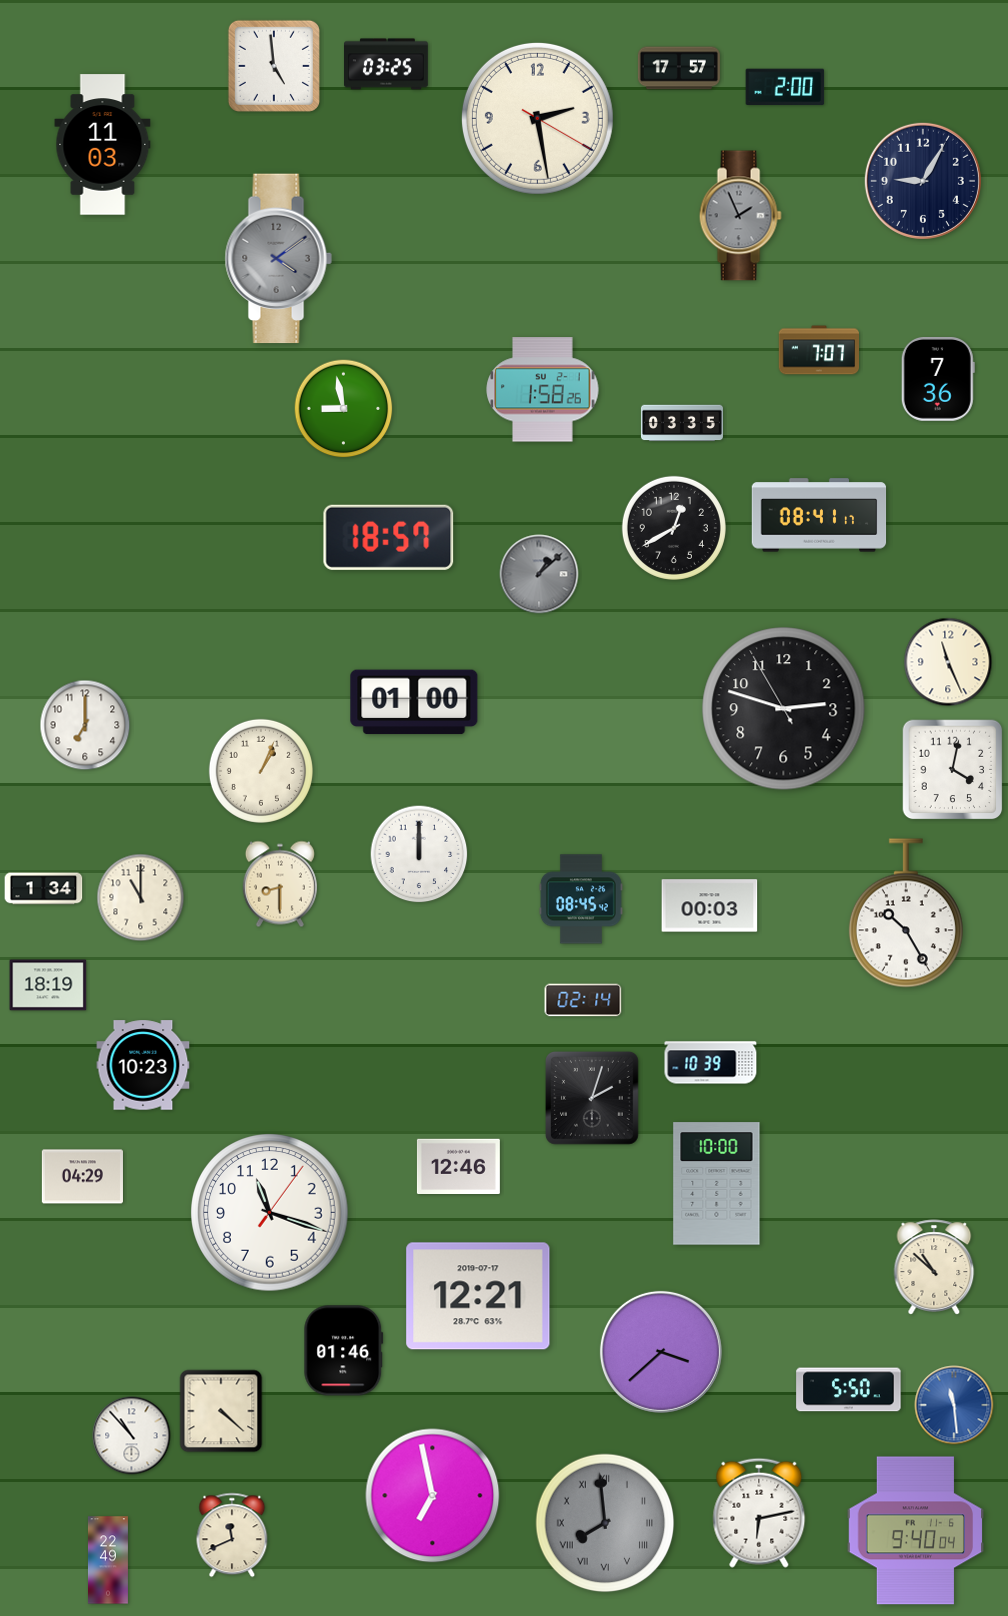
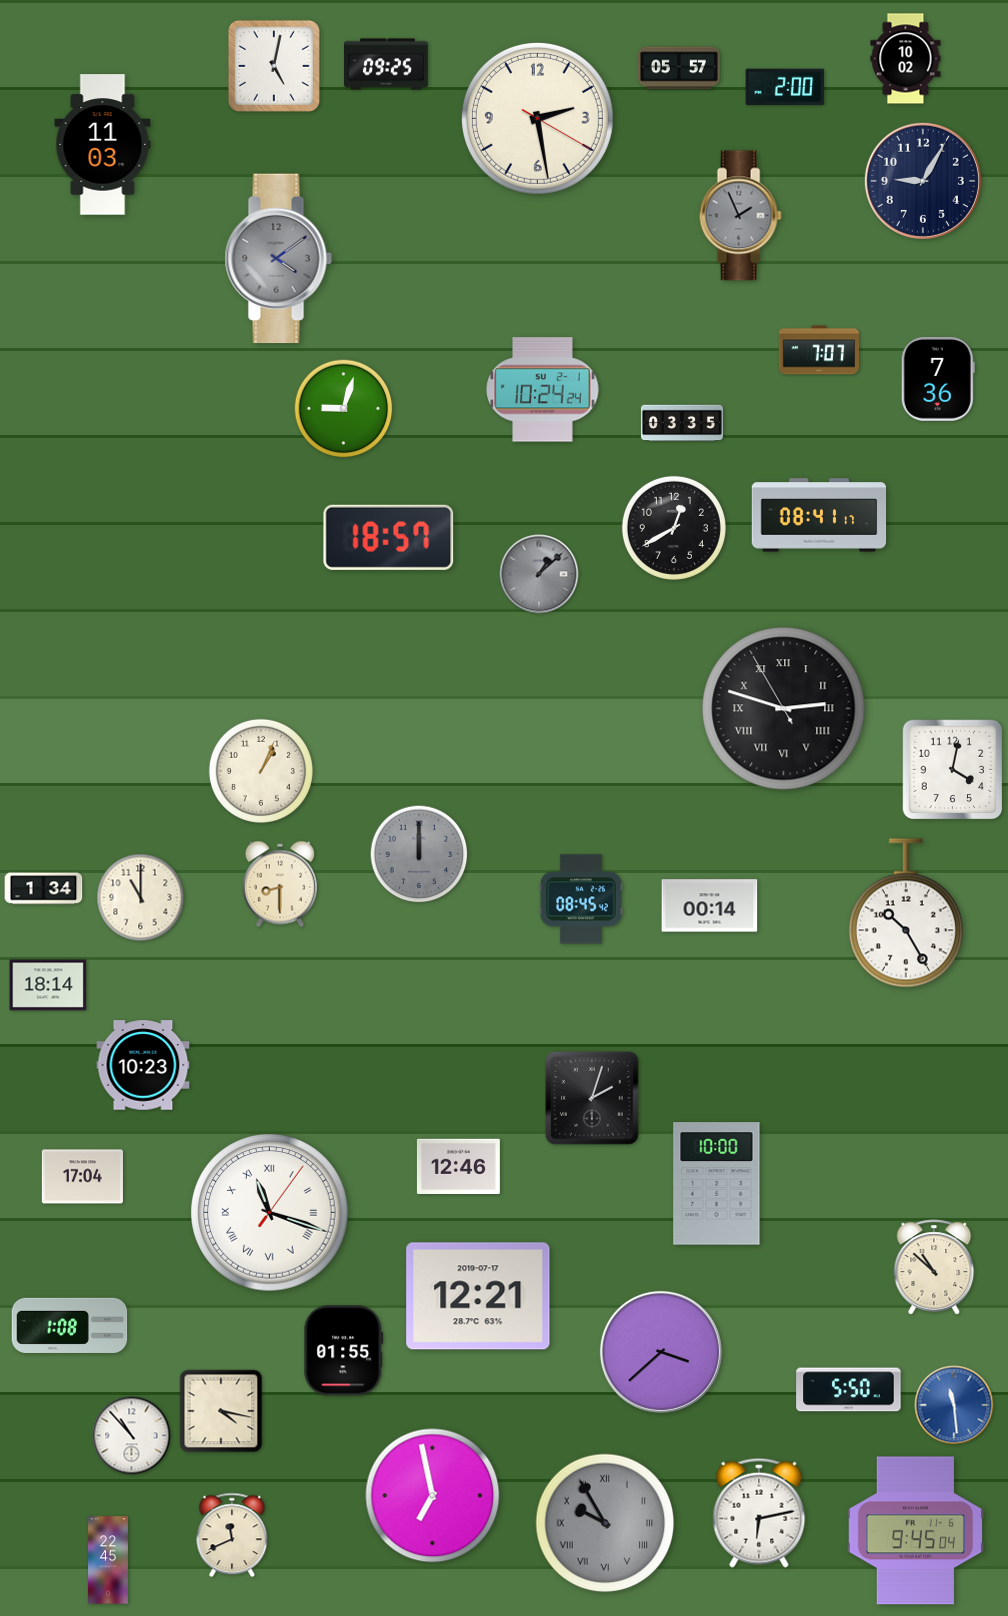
clock at (906, 59): none -> 10:02
clock at (387, 64): 03:25 -> 09:25
clock at (274, 66): 4:59 -> 5:02
clock at (679, 68): 17:57 -> 05:57
clock at (543, 390): 1:58 -> 10:24
clock at (344, 409): 8:58 -> 9:03
clock at (948, 662): 11:26 -> none
clock at (414, 702): 01:00 -> none
clock at (784, 709) numerals: Arabic -> Roman
clock at (85, 725): 7:00 -> none
clock at (419, 854) dial: white -> grey
clock at (710, 906): 00:03 -> 00:14
clock at (48, 985): 18:19 -> 18:14
clock at (583, 1000): 02:14 -> none
clock at (711, 1063): 10:39 -> none
clock at (82, 1177): 04:29 -> 17:04
clock at (270, 1213) numerals: Arabic -> Roman
clock at (70, 1325): none -> 1:08
clock at (344, 1351): 01:46 -> 01:55
clock at (221, 1411): 4:22 -> 4:17
clock at (605, 1523): 7:59 -> 9:55
clock at (916, 1531): 9:40 -> 9:45
clock at (108, 1560): 22:49 -> 22:45
